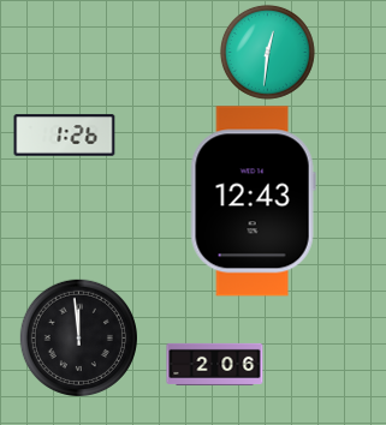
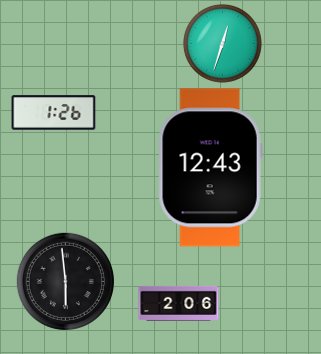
clock at (267, 52): 12:31 -> 12:33
clock at (78, 337): 11:59 -> 5:59
